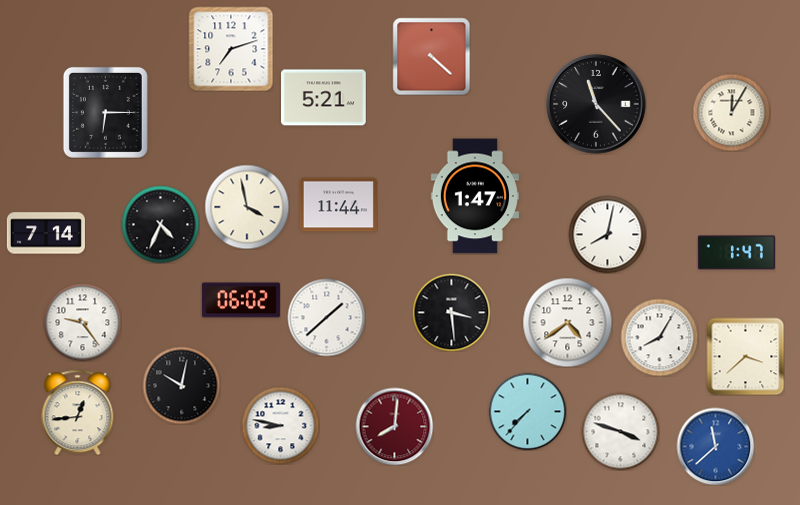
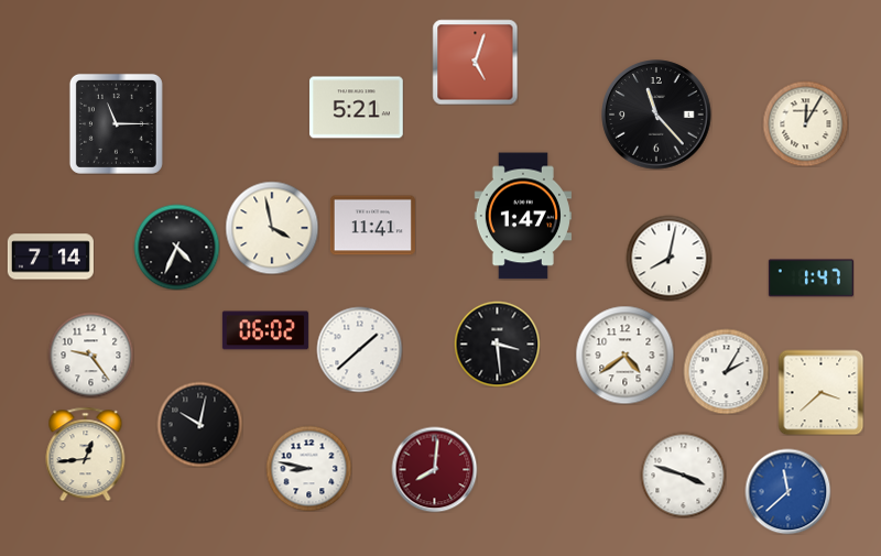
clock at (231, 49): 7:12 -> none
clock at (431, 56): 4:22 -> 5:03
clock at (105, 112): 6:15 -> 11:15
clock at (338, 205): 11:44 -> 11:41
clock at (659, 337): 8:05 -> 2:05
clock at (527, 411): 7:37 -> none
